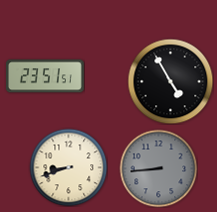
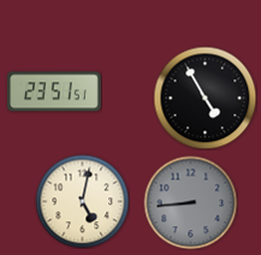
clock at (68, 167): 8:42 -> 5:02
